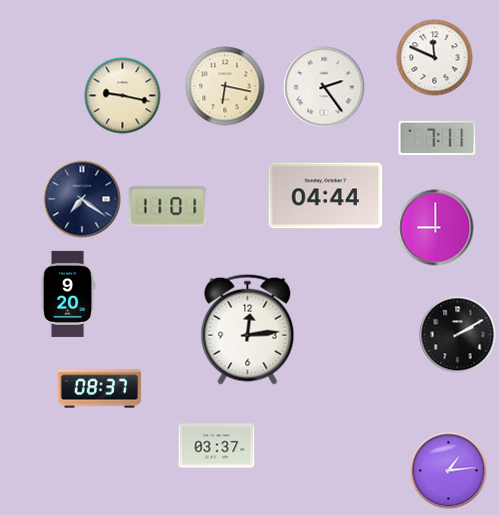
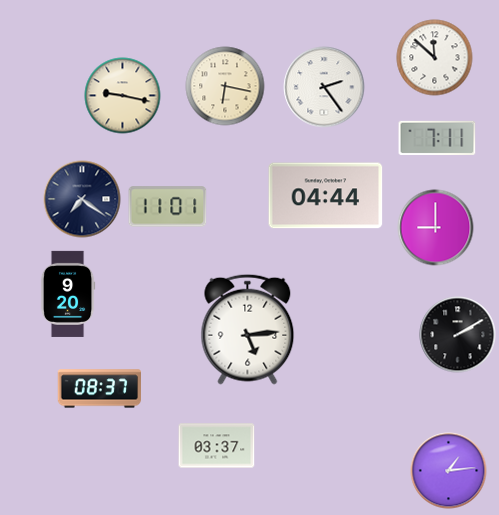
clock at (435, 58): 11:49 -> 11:52
clock at (248, 329): 12:14 -> 5:14
